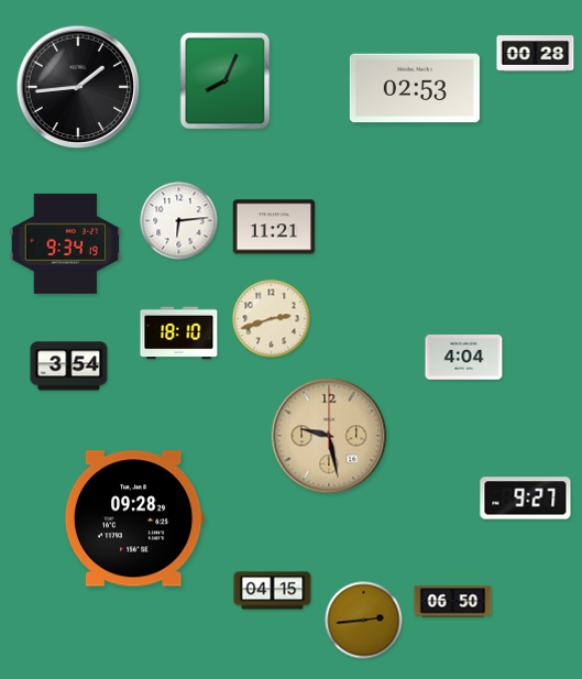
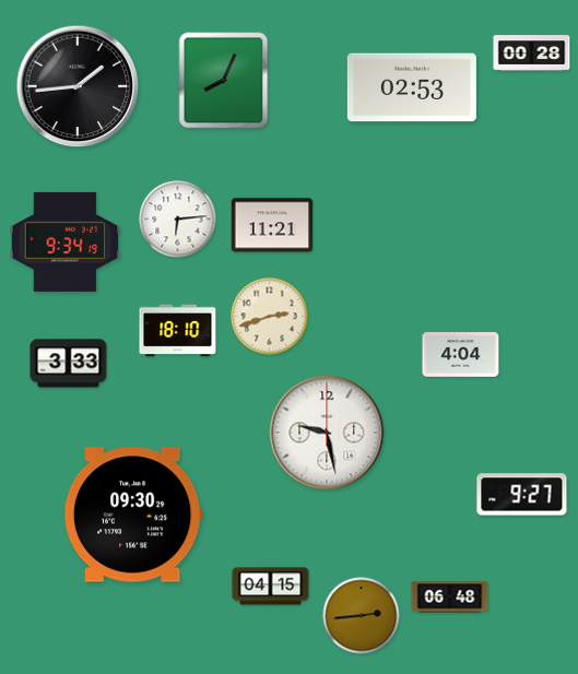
clock at (69, 366): 3:54 -> 3:33
clock at (329, 436) dial: champagne -> white
clock at (134, 518): 09:28 -> 09:30
clock at (453, 602): 06:50 -> 06:48
